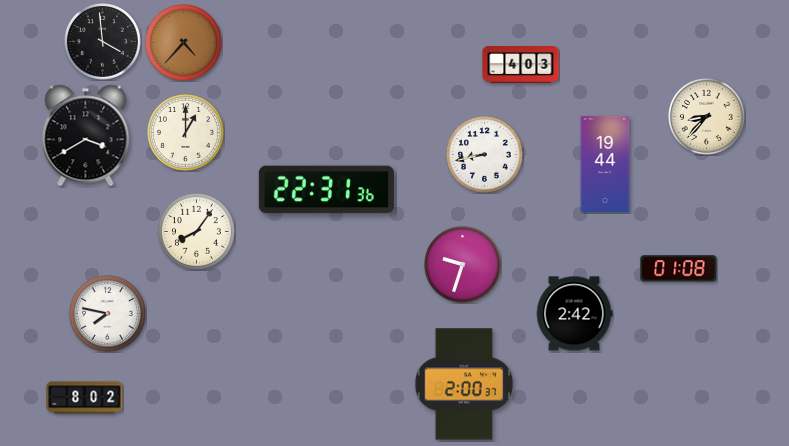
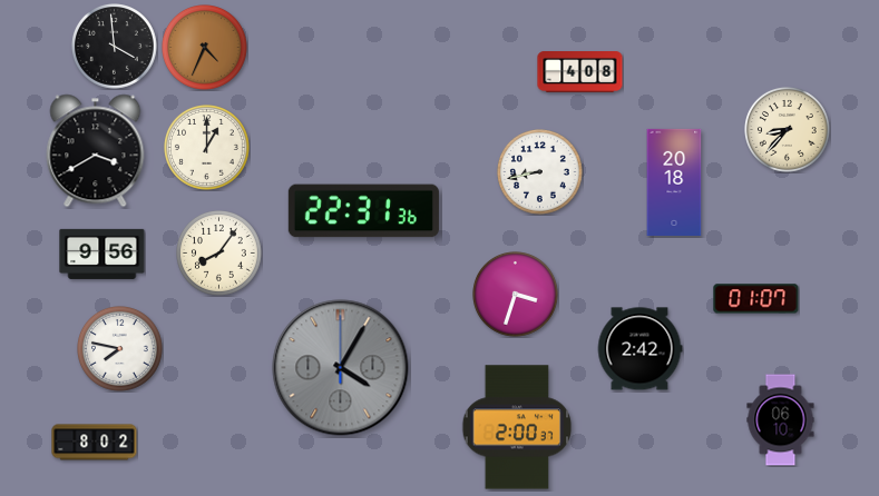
clock at (184, 43): 4:37 -> 4:34
clock at (521, 65): 4:03 -> 4:08
clock at (605, 164): 19:44 -> 20:18
clock at (102, 254): none -> 9:56
clock at (197, 232) position: (197, 232) -> (219, 254)
clock at (463, 265): 9:33 -> 3:33
clock at (679, 269): 01:08 -> 01:07
clock at (341, 368): none -> 4:05
clock at (781, 420): none -> 06:10
